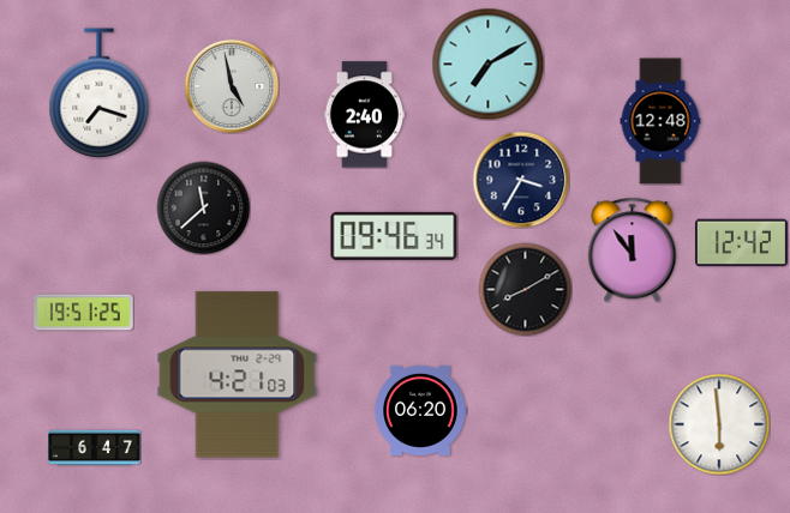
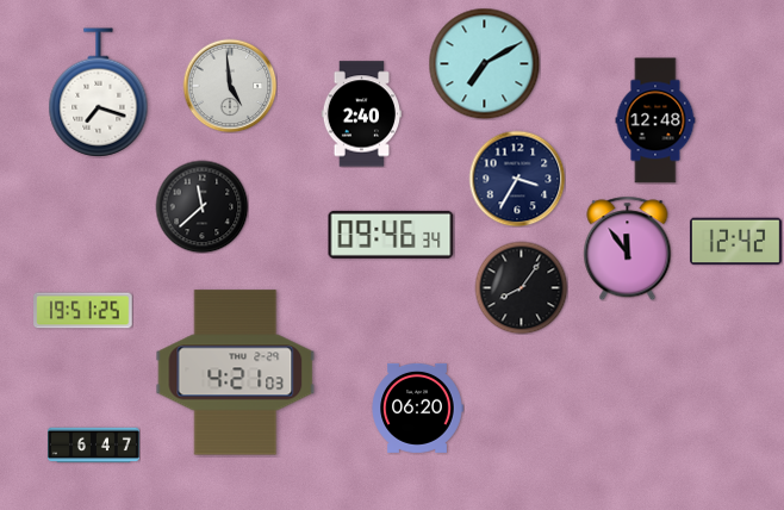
clock at (232, 86): 4:58 -> 4:59
clock at (525, 289): 8:10 -> 8:06
clock at (719, 424): 5:59 -> none
